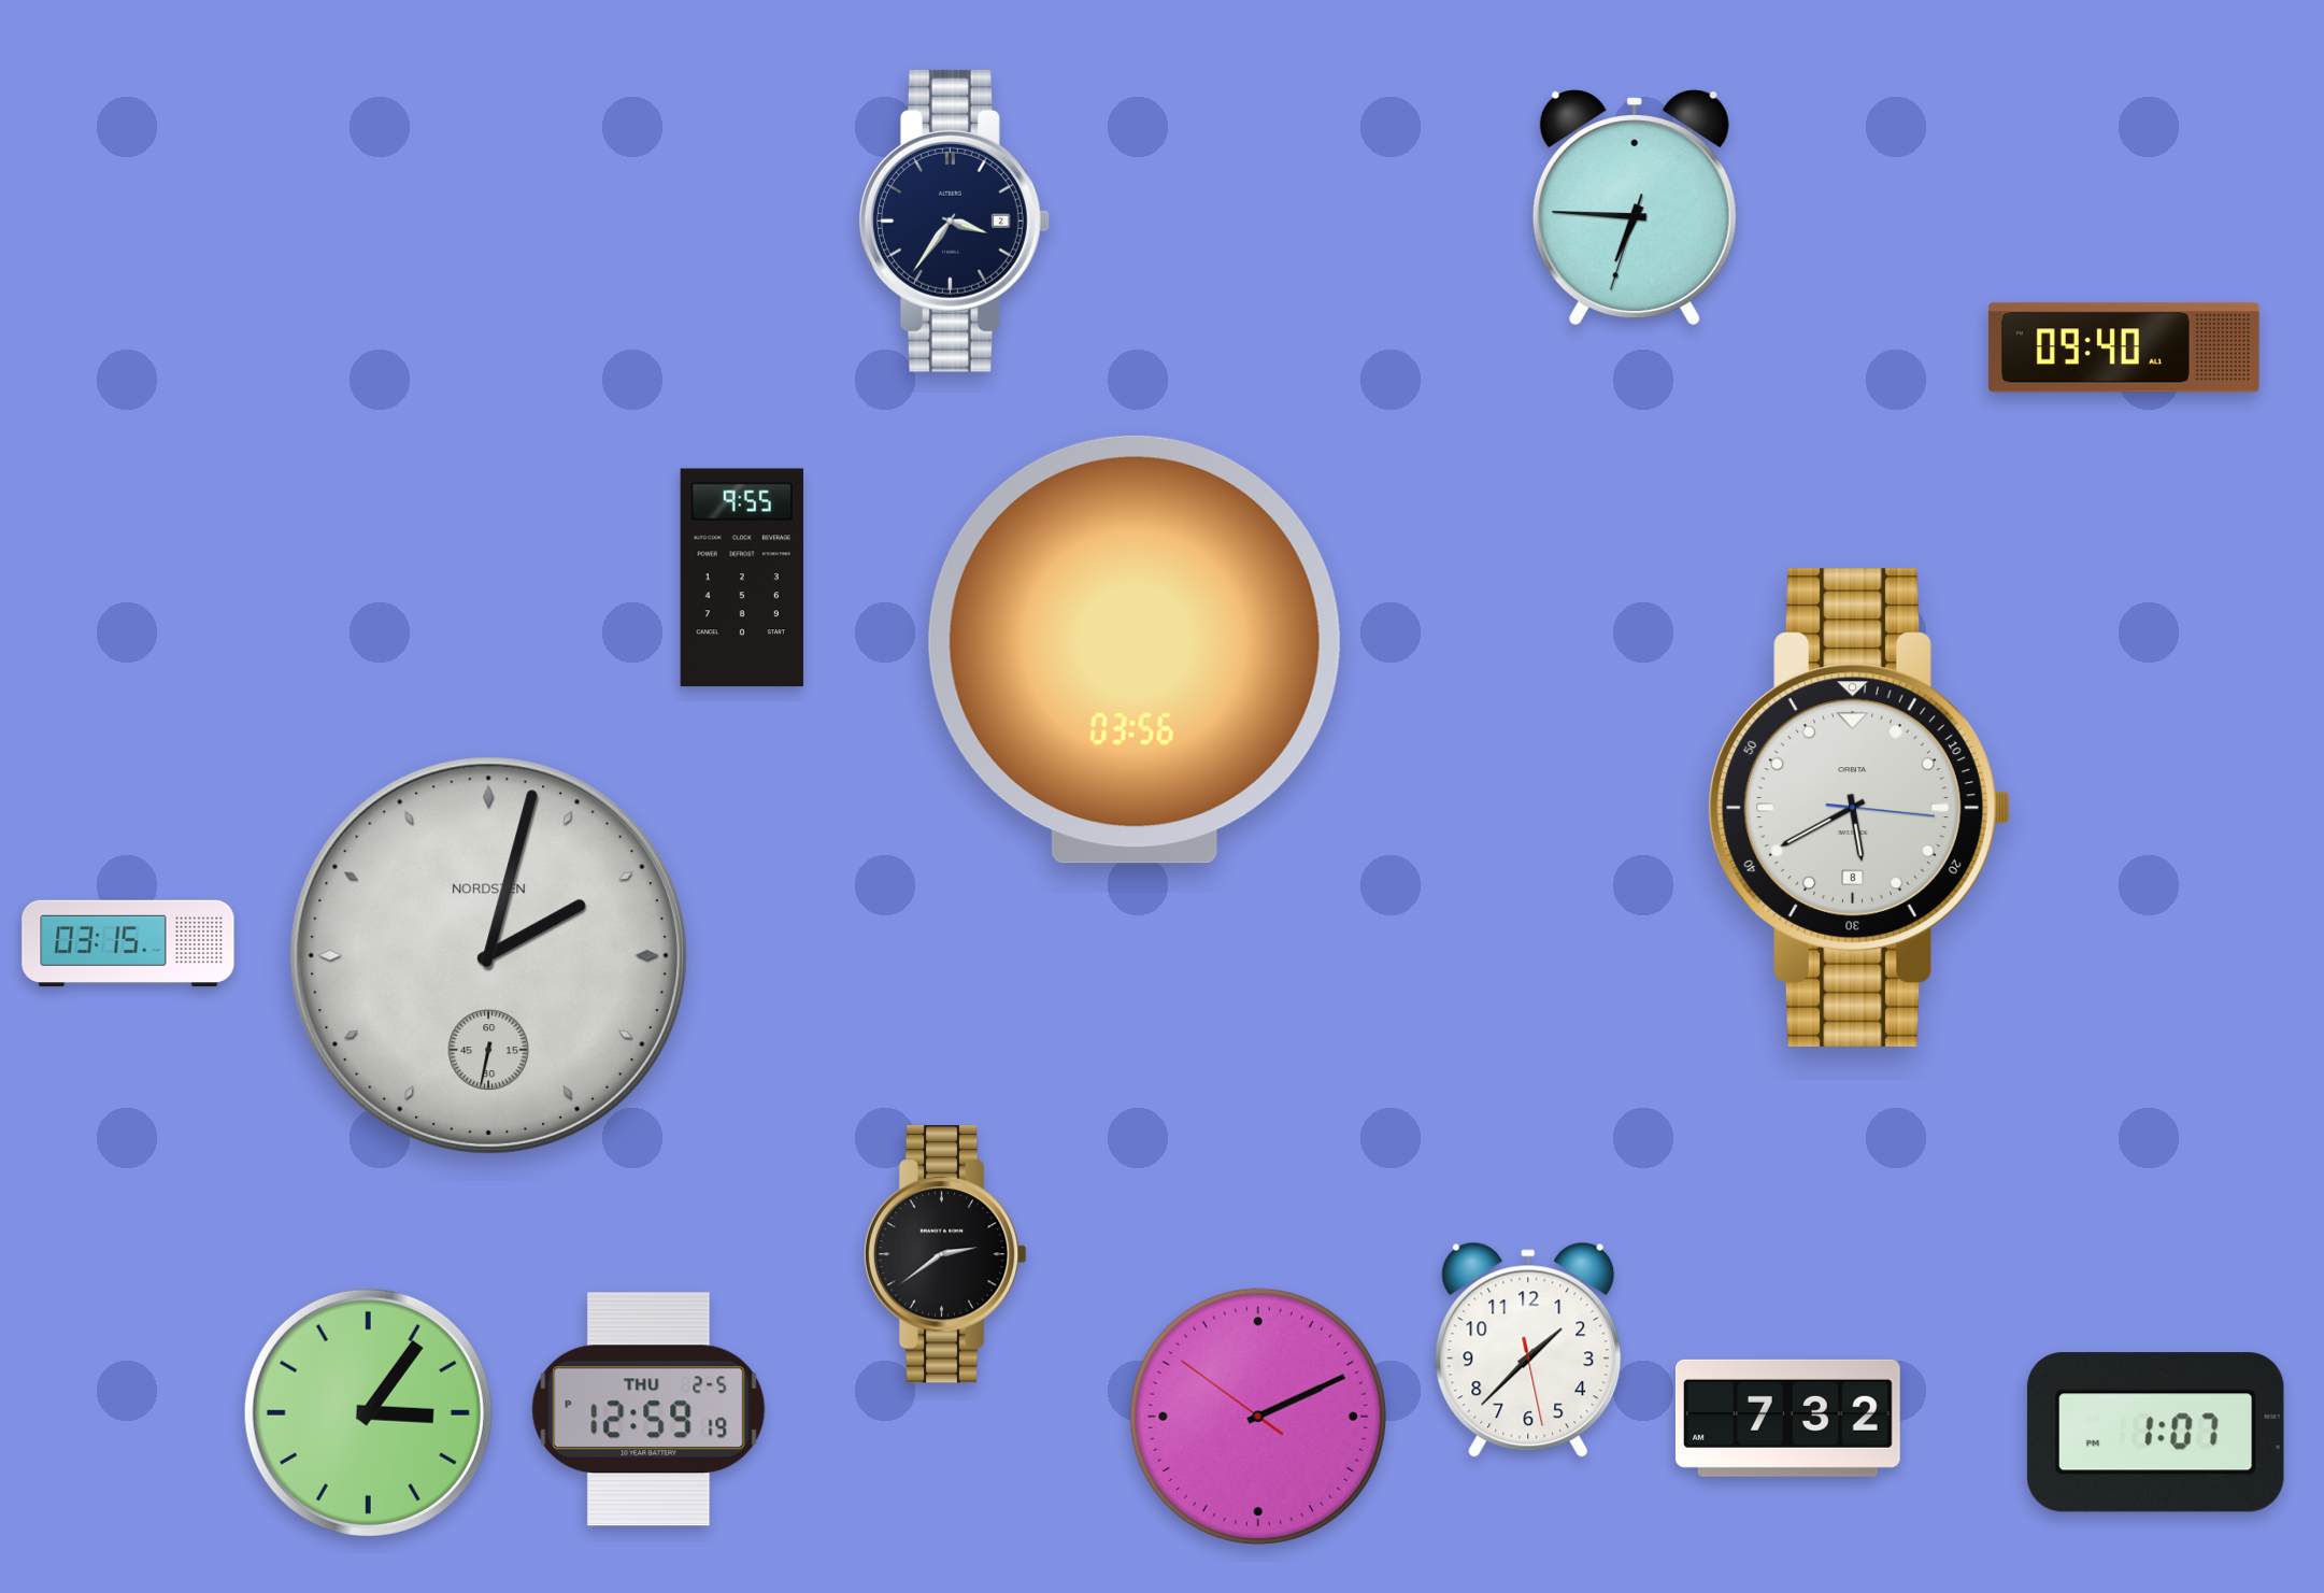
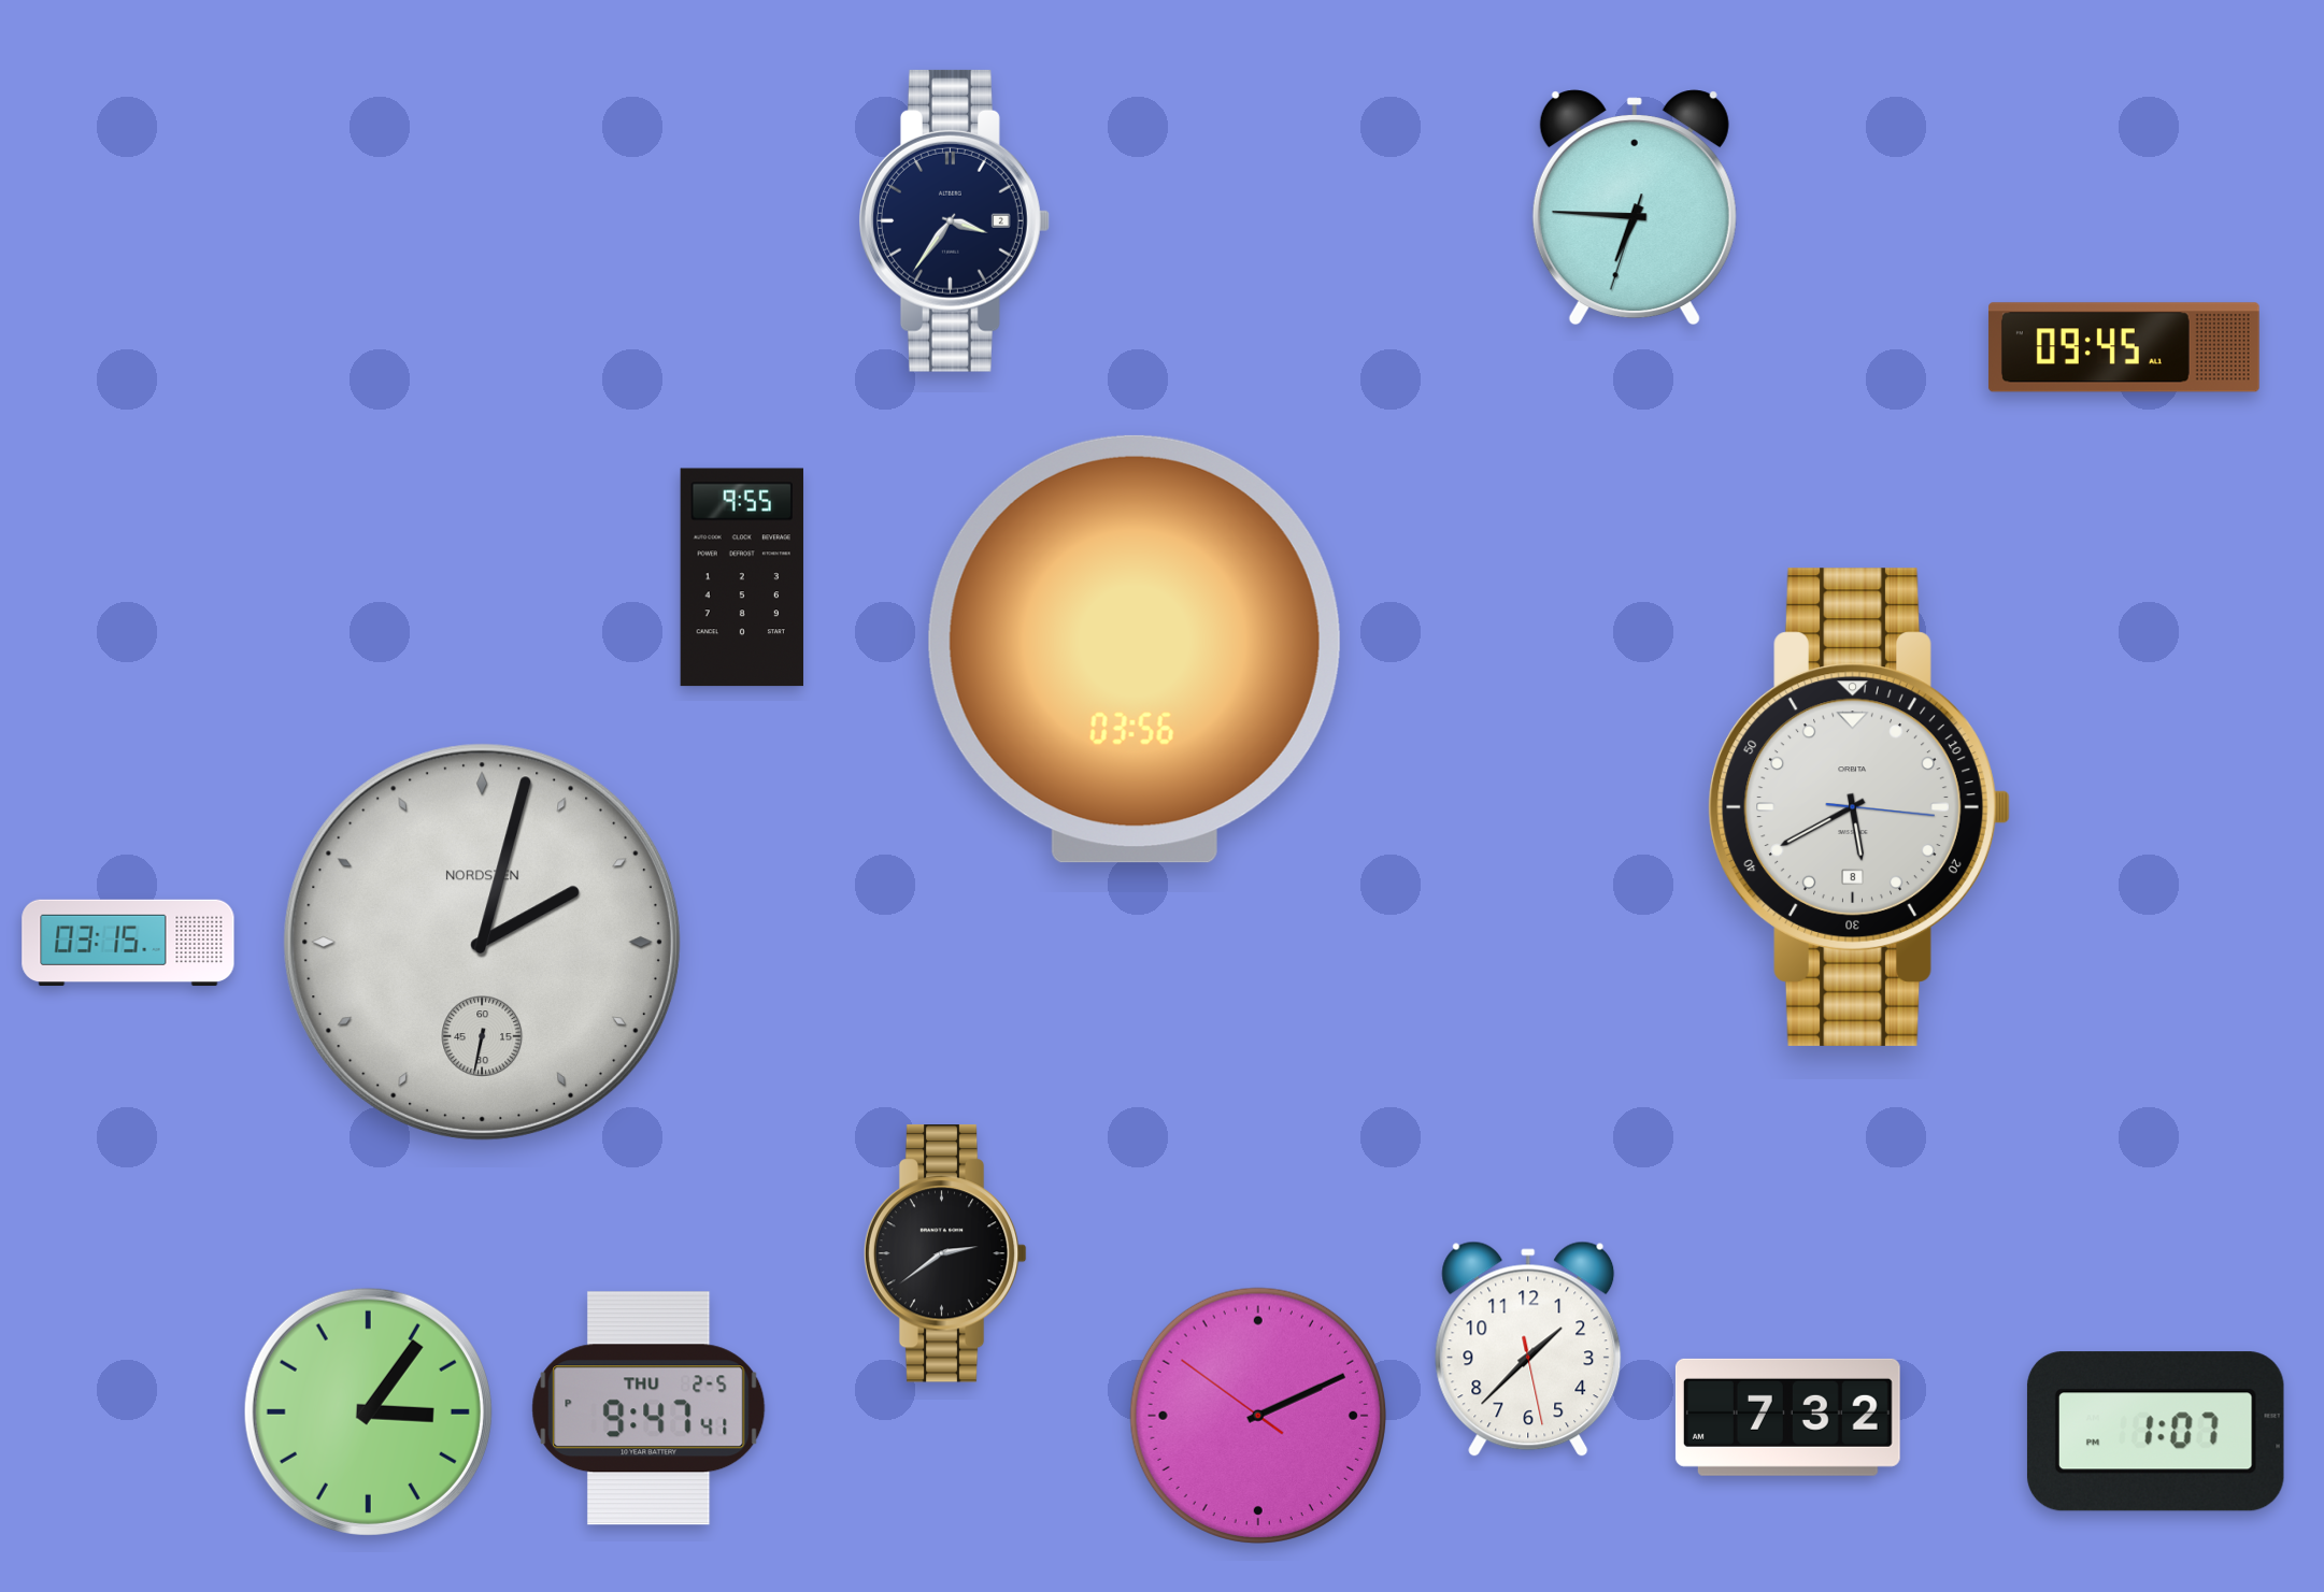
clock at (2124, 347): 09:40 -> 09:45
clock at (488, 955) position: (488, 955) -> (482, 942)
clock at (648, 1409): 12:59 -> 9:47
